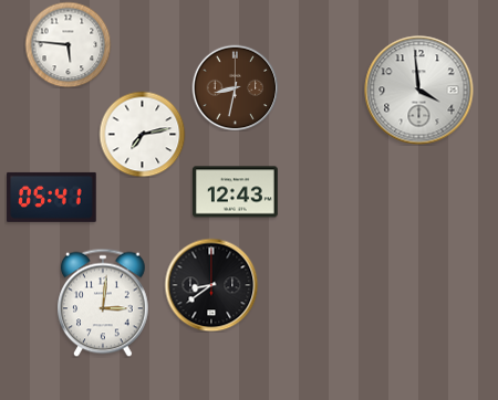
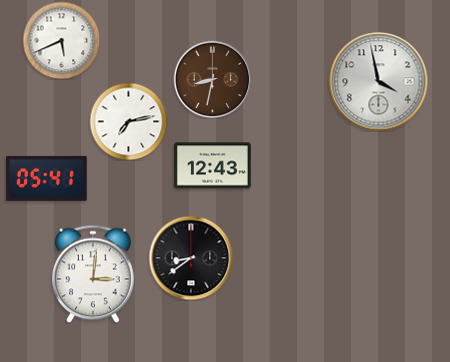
clock at (68, 44): 5:46 -> 5:41
clock at (419, 91): 3:59 -> 3:58
clock at (235, 192) position: (235, 192) -> (212, 166)
